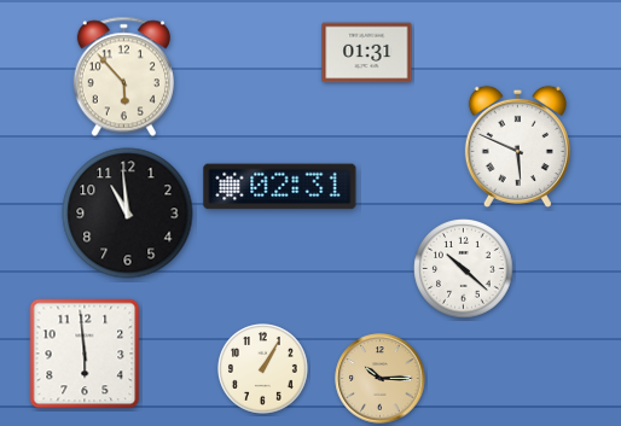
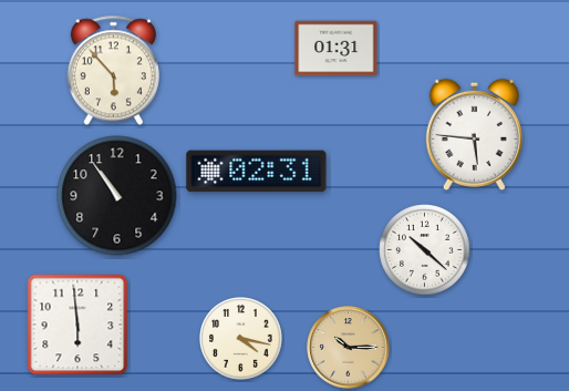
clock at (517, 146): 5:49 -> 5:46
clock at (128, 214): 10:59 -> 10:54
clock at (464, 269) position: (464, 269) -> (425, 250)
clock at (263, 369): 1:05 -> 4:17
